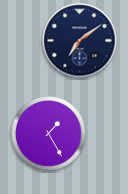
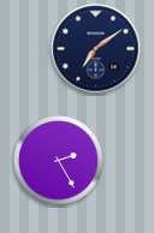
clock at (49, 134): 1:25 -> 2:25
